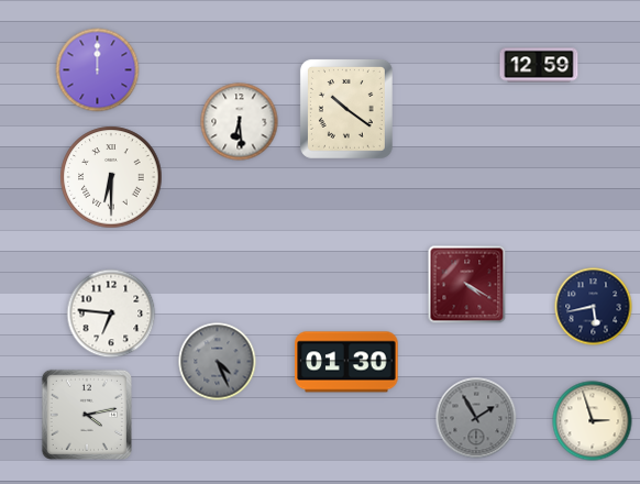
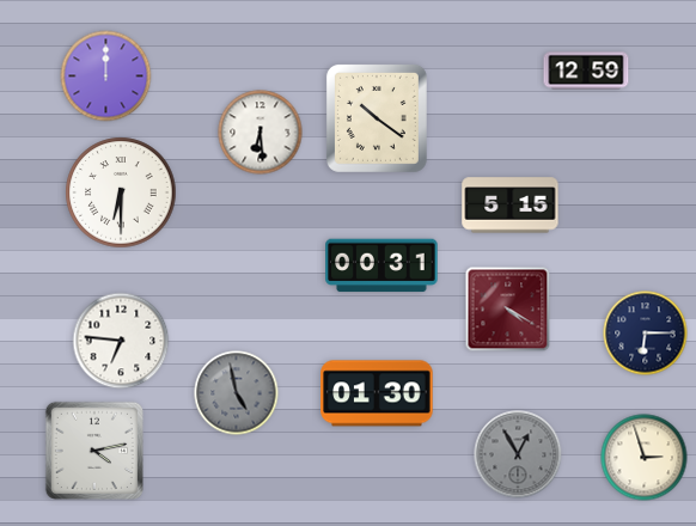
clock at (511, 206): none -> 5:15
clock at (381, 265): none -> 00:31
clock at (594, 307): 5:43 -> 6:15
clock at (218, 362): 4:26 -> 4:58
clock at (476, 418): 1:55 -> 12:55
